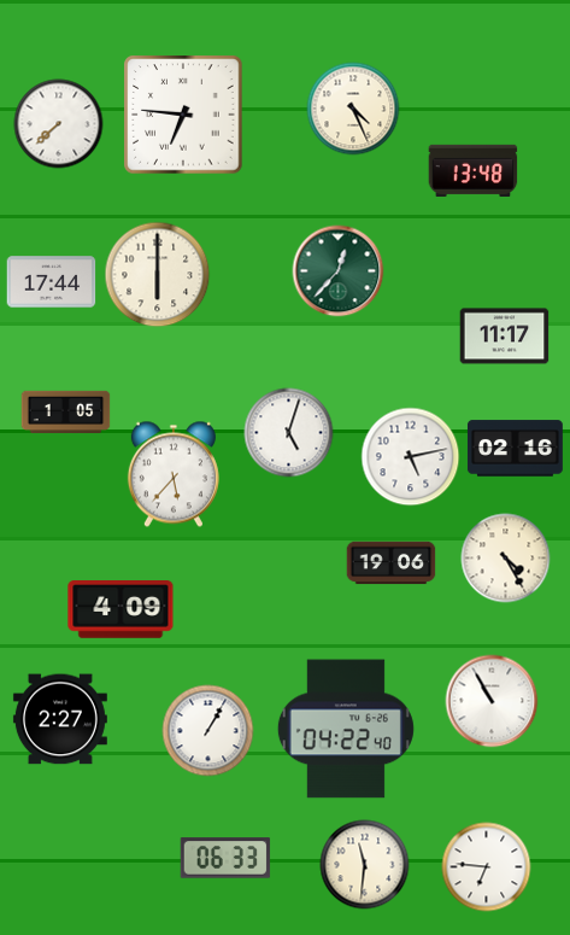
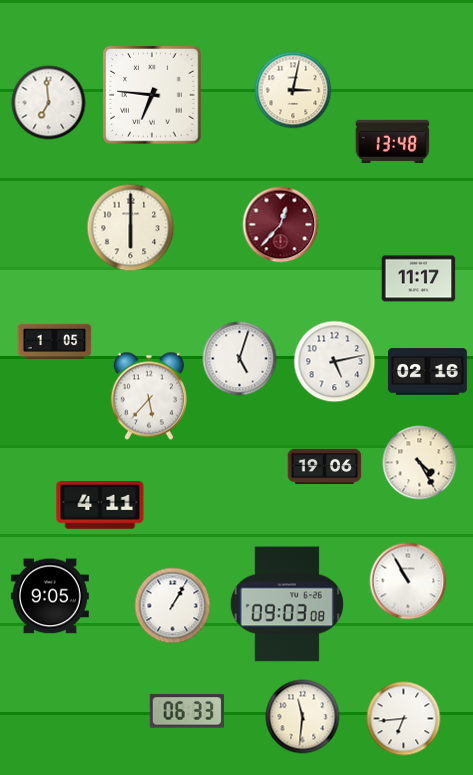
clock at (353, 109): 4:26 -> 3:02
clock at (59, 124): 7:38 -> 6:59
clock at (339, 271) dial: green -> burgundy
clock at (52, 282): 17:44 -> none
clock at (411, 457) position: (411, 457) -> (335, 362)
clock at (174, 474) position: (174, 474) -> (149, 396)
clock at (121, 610): 4:09 -> 4:11
clock at (60, 719): 2:27 -> 9:05
clock at (346, 729): 04:22 -> 09:03
clock at (487, 867): 6:46 -> 6:44
